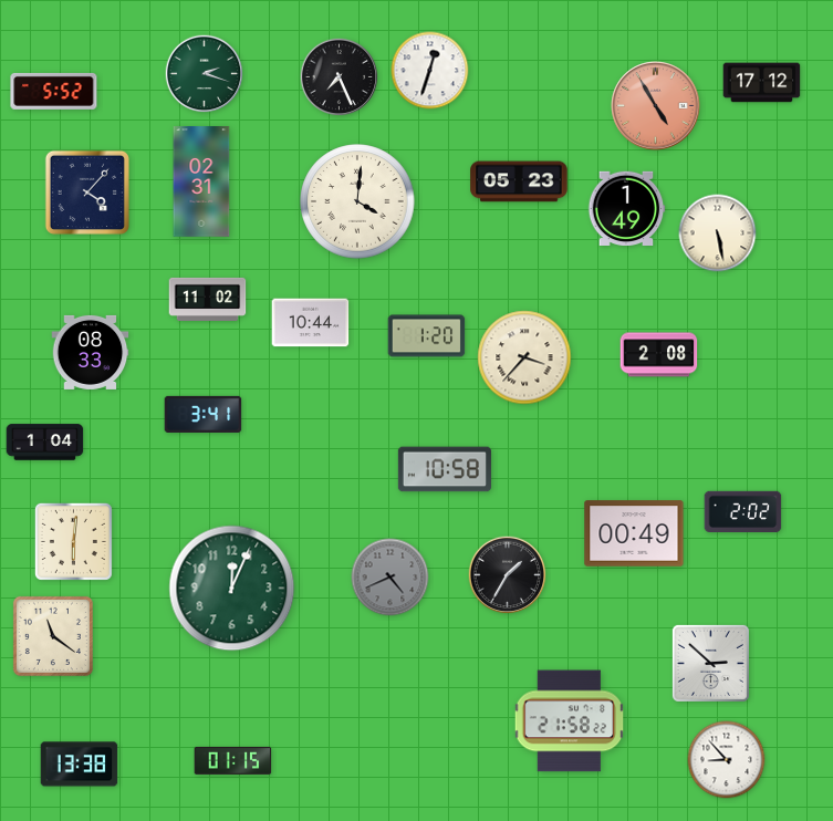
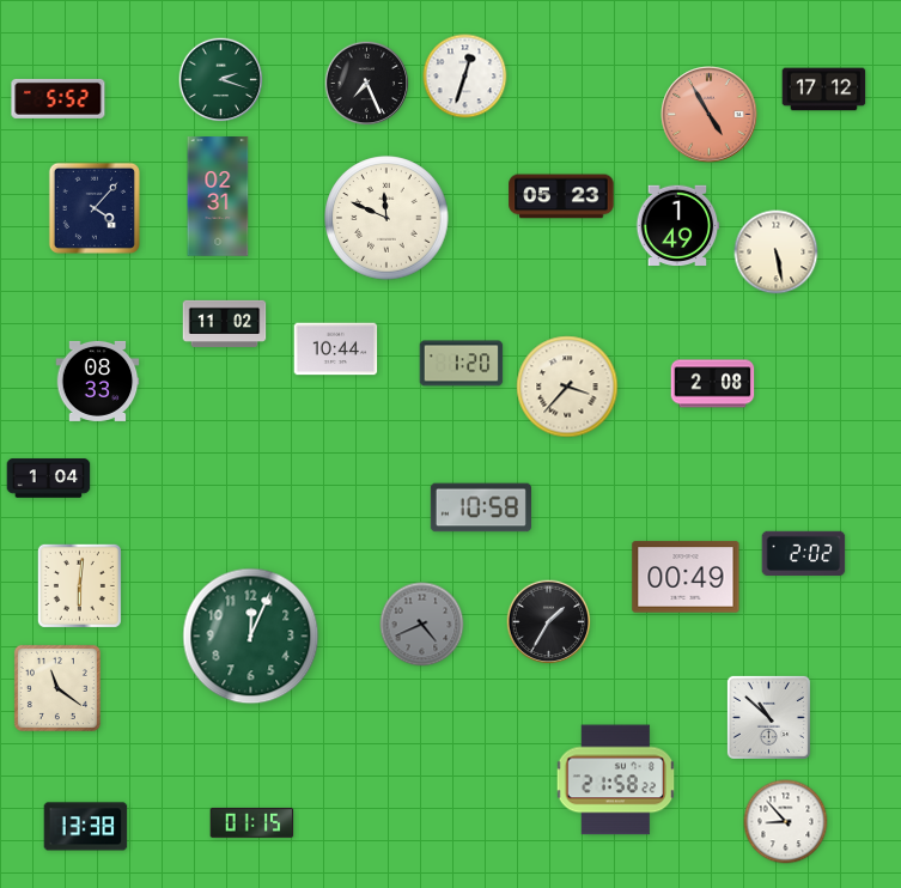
clock at (357, 201): 4:01 -> 11:49
clock at (204, 414): 3:41 -> none
clock at (710, 663): 2:52 -> 10:52
